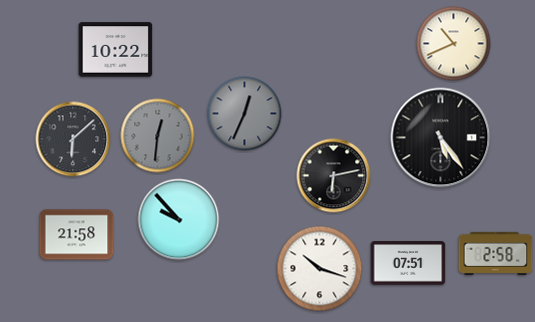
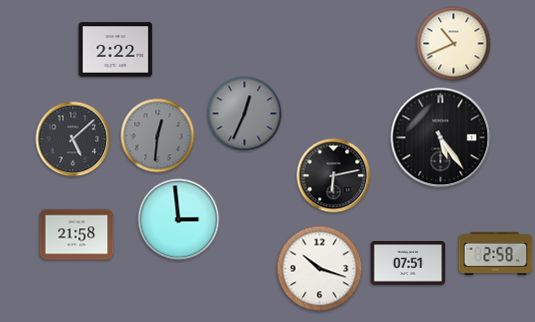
clock at (116, 50): 10:22 -> 2:22
clock at (73, 139): 6:08 -> 5:08
clock at (179, 220): 9:53 -> 2:59
